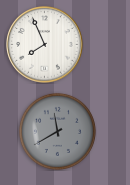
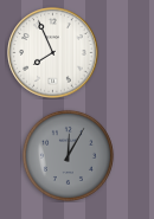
clock at (57, 131): 11:40 -> 12:05
